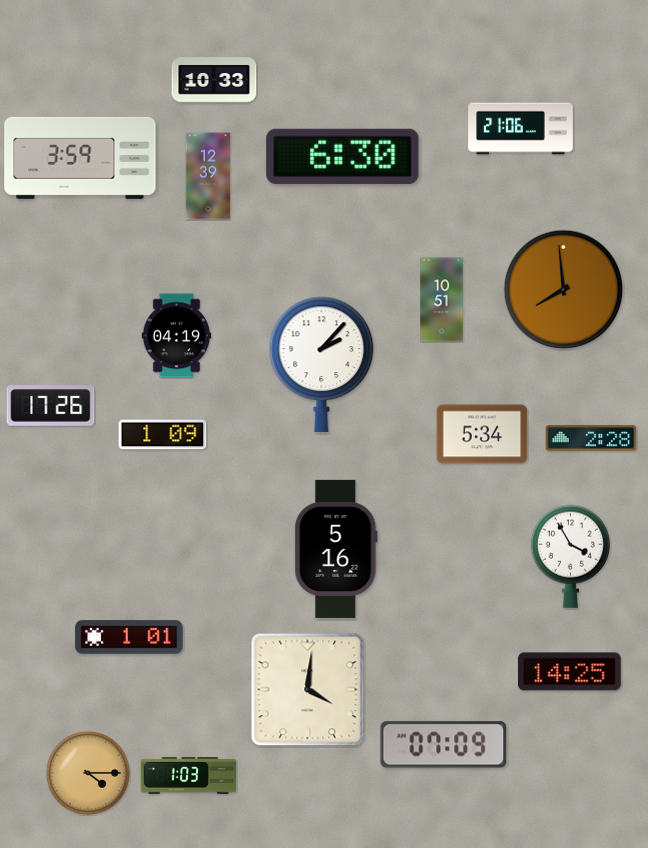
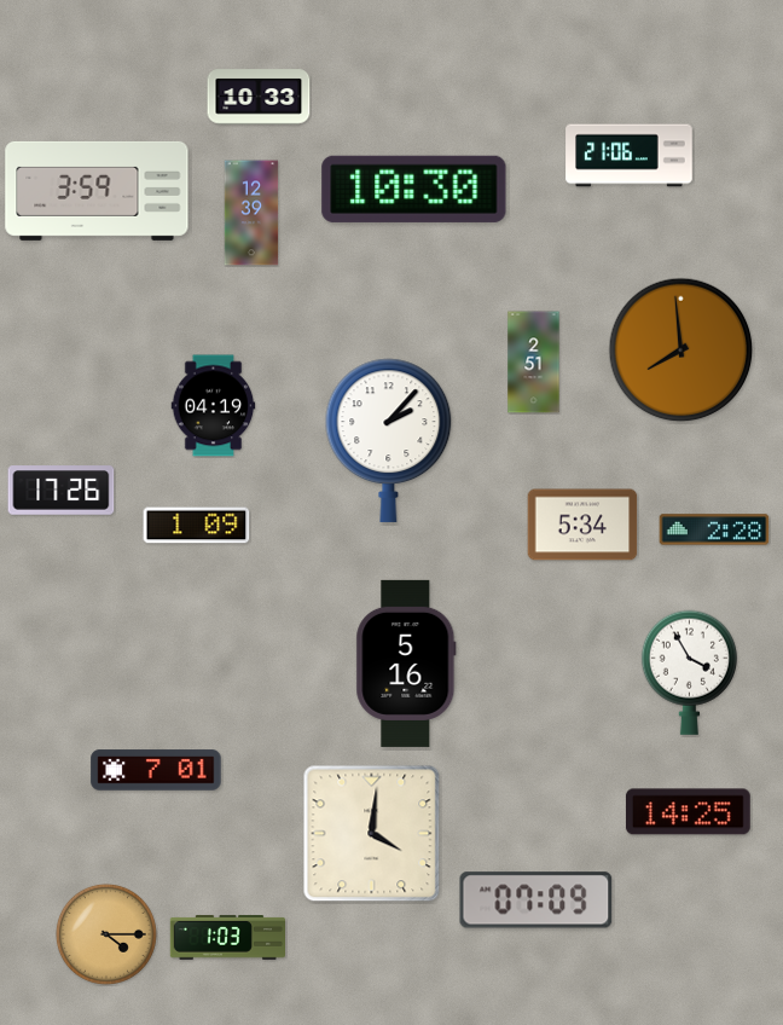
clock at (343, 156): 6:30 -> 10:30
clock at (442, 300): 10:51 -> 2:51
clock at (129, 637): 1:01 -> 7:01
